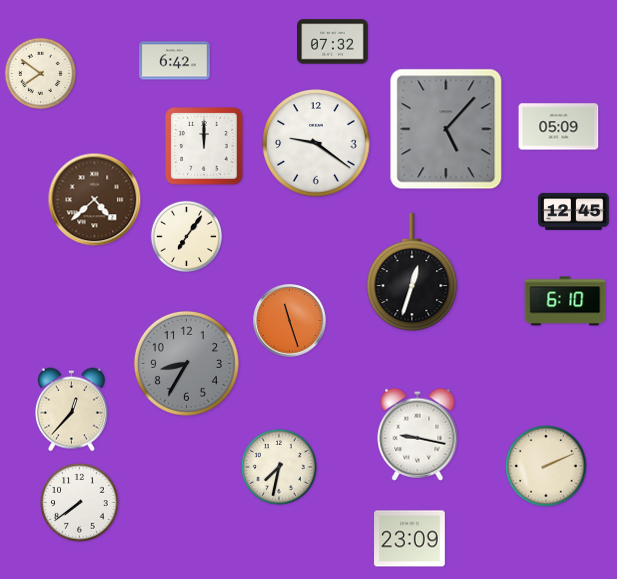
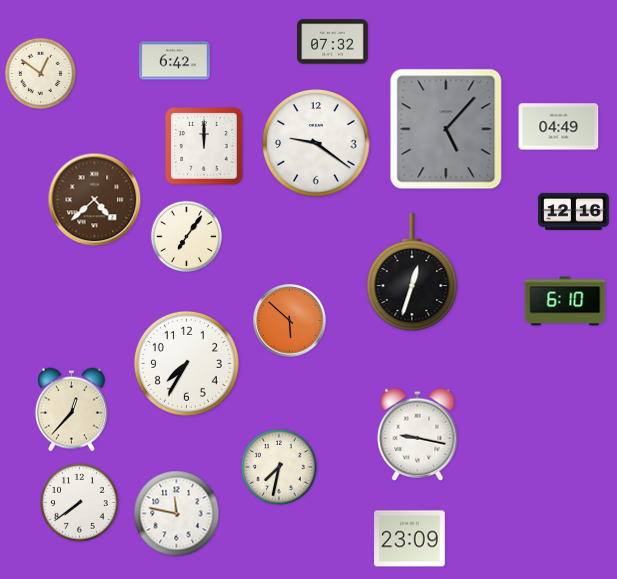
clock at (41, 74): 7:51 -> 12:51
clock at (559, 127): 05:09 -> 04:49
clock at (574, 211): 12:45 -> 12:16
clock at (290, 321): 11:27 -> 5:52
clock at (186, 363): 8:35 -> 7:35
clock at (186, 363) dial: grey -> white
clock at (546, 466): 2:11 -> none
clock at (177, 514): none -> 11:47
